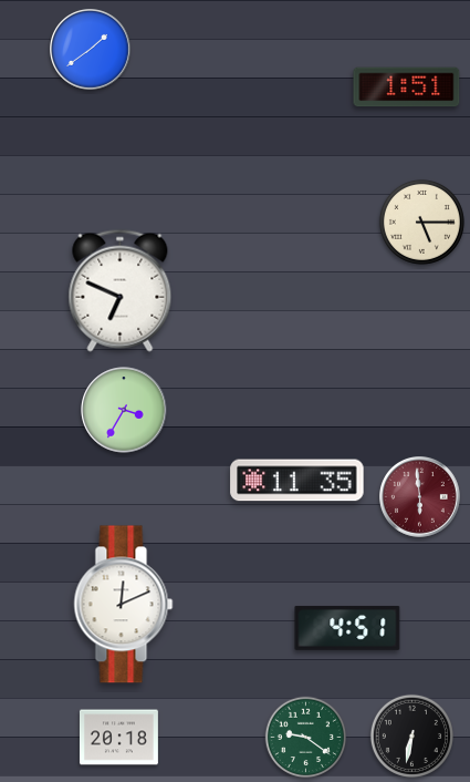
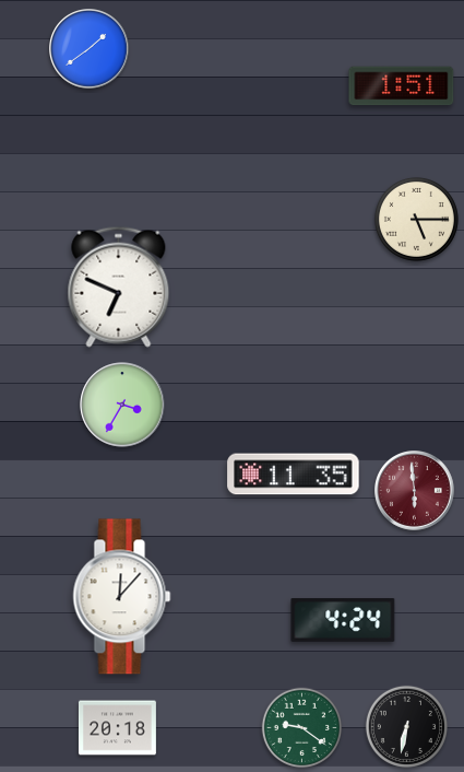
clock at (124, 605): 12:11 -> 12:07
clock at (347, 628): 4:51 -> 4:24
